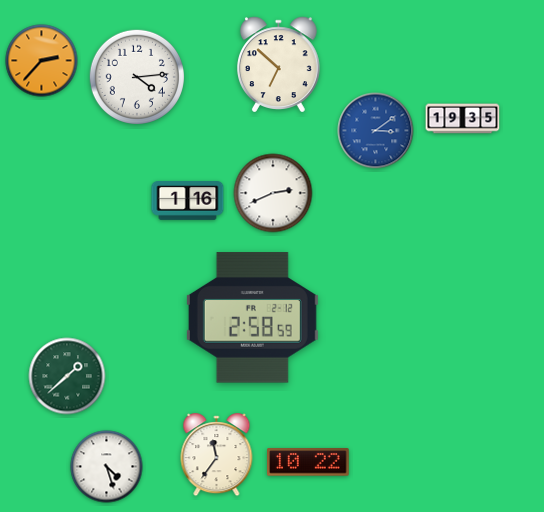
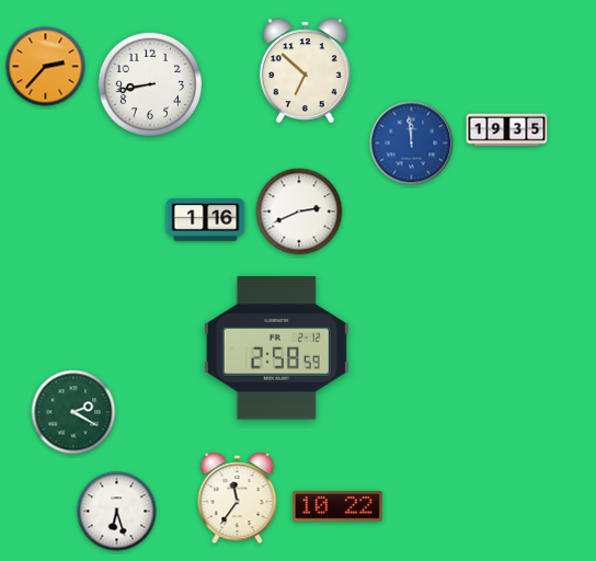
clock at (136, 76): 4:14 -> 8:43
clock at (376, 131): 3:09 -> 11:59
clock at (67, 376): 1:38 -> 2:20
clock at (107, 467): 4:27 -> 6:27
